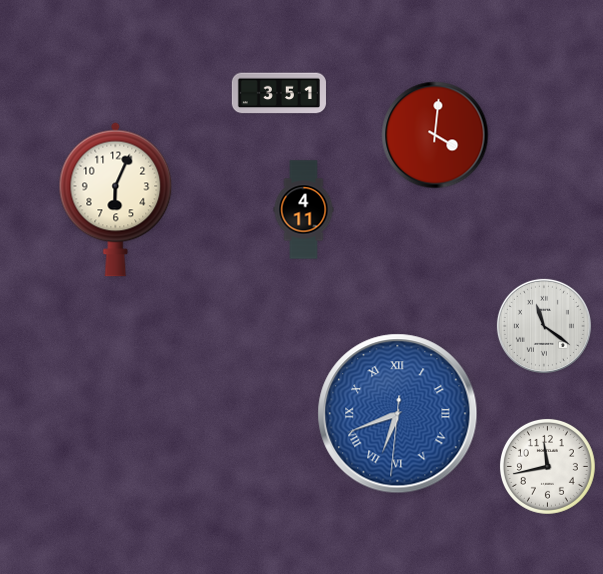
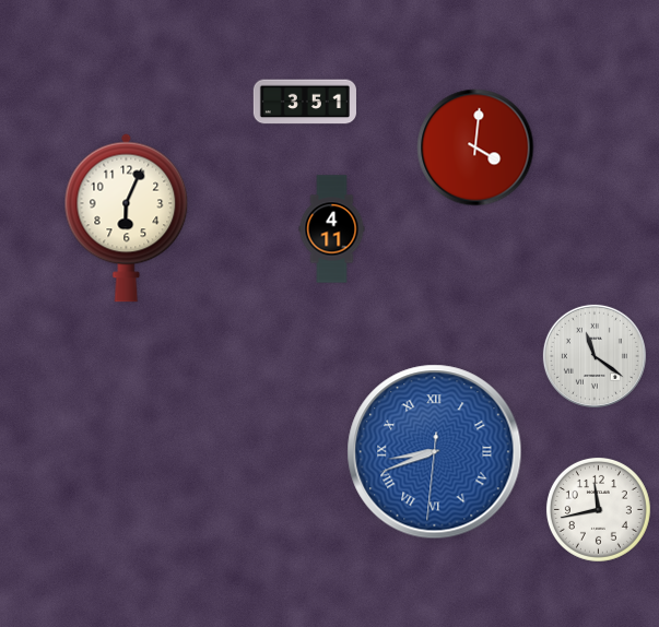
clock at (398, 414): 6:41 -> 8:41
